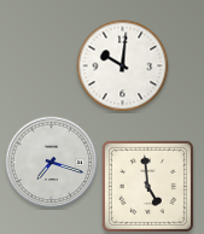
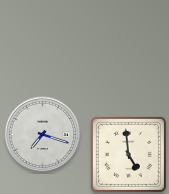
clock at (123, 66): 10:01 -> none
clock at (147, 186) position: (147, 186) -> (128, 154)
